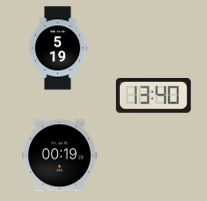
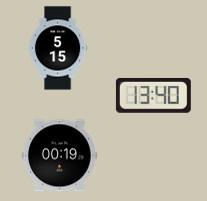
clock at (58, 48): 5:19 -> 5:15
